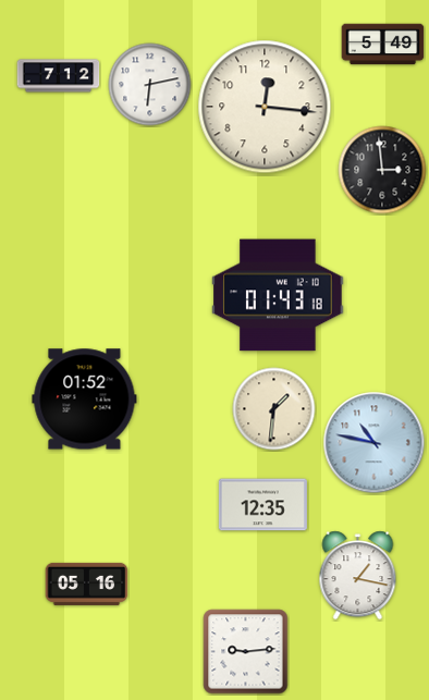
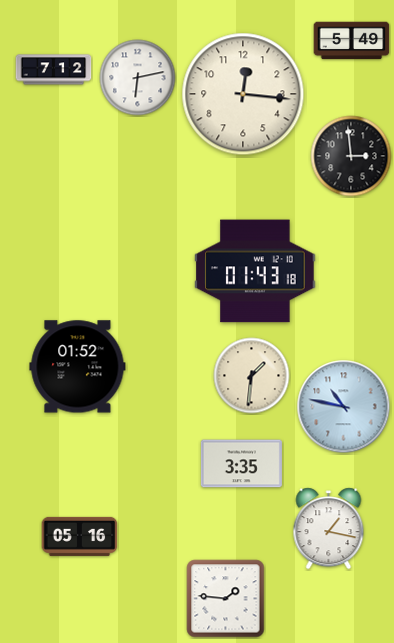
clock at (265, 107) position: (265, 107) -> (243, 94)
clock at (262, 505): 12:35 -> 3:35
clock at (246, 652): 9:14 -> 1:46
